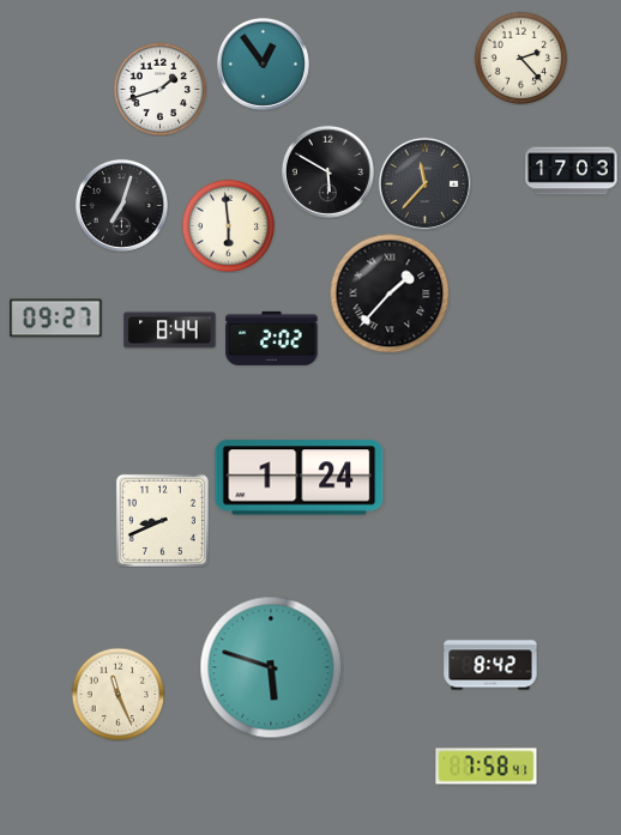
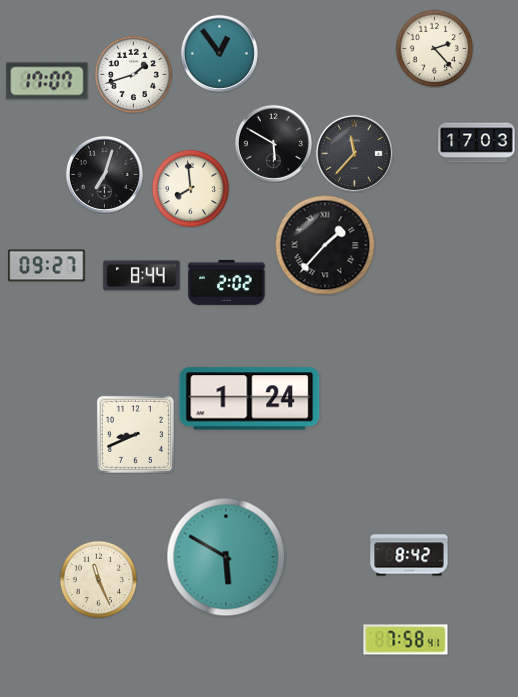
clock at (47, 81): none -> 17:07
clock at (121, 205) position: (121, 205) -> (104, 174)
clock at (228, 225): 5:59 -> 7:59
clock at (271, 667): 5:48 -> 5:50
